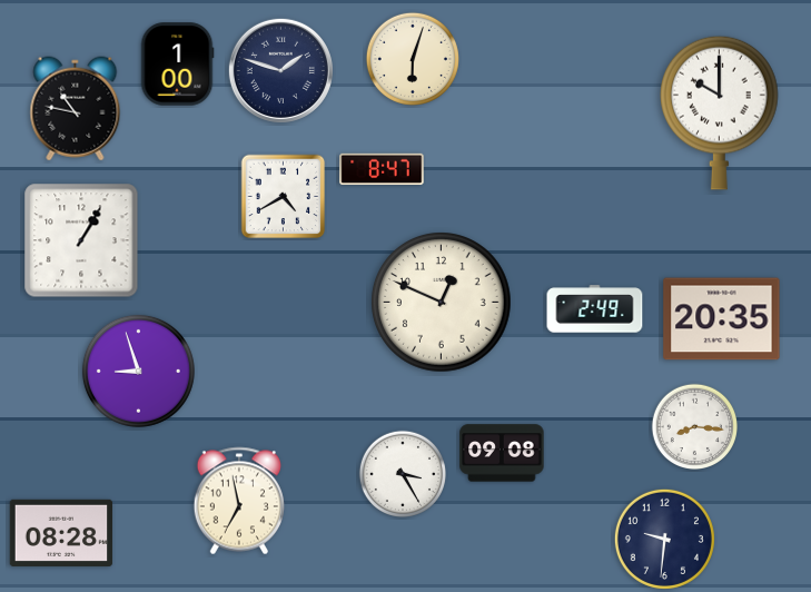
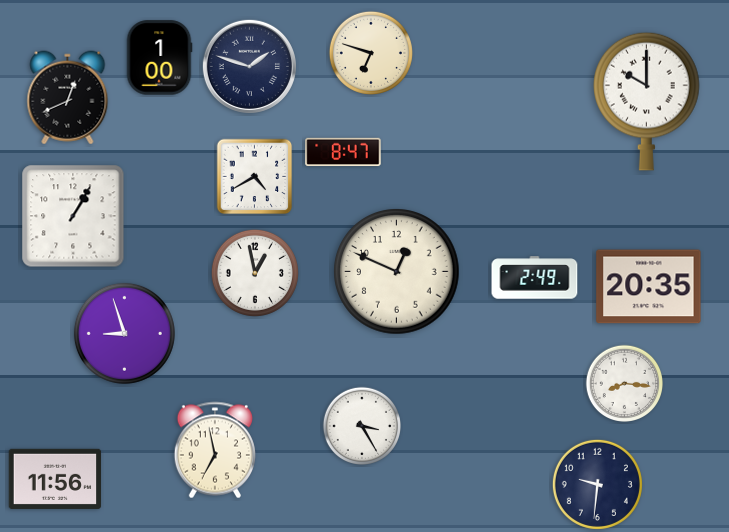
clock at (413, 59): 6:03 -> 6:48
clock at (280, 70) position: (280, 70) -> (249, 66)
clock at (76, 109): 10:47 -> 12:41
clock at (255, 273): none -> 12:58
clock at (502, 453): 09:08 -> none
clock at (61, 533): 08:28 -> 11:56
